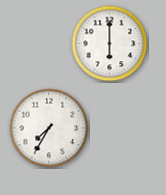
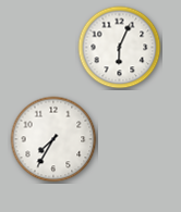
clock at (110, 44): 6:00 -> 6:04
